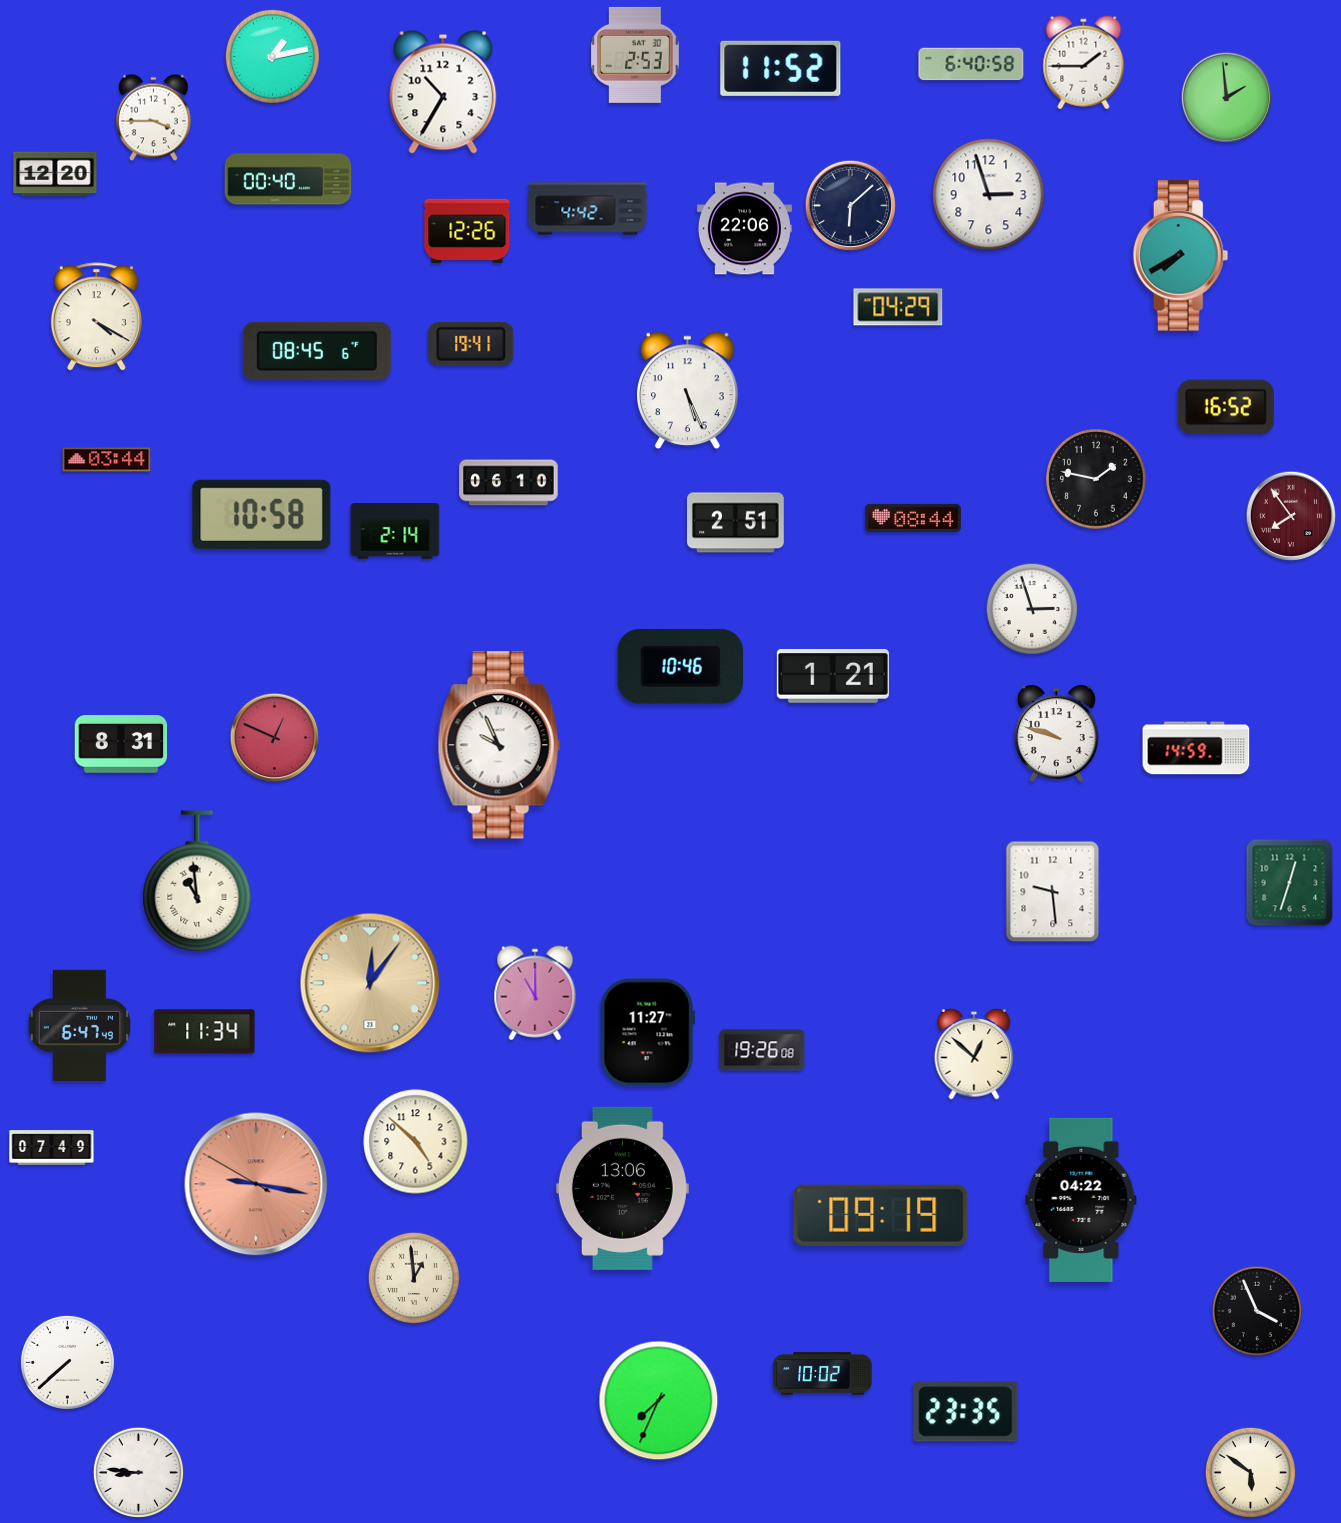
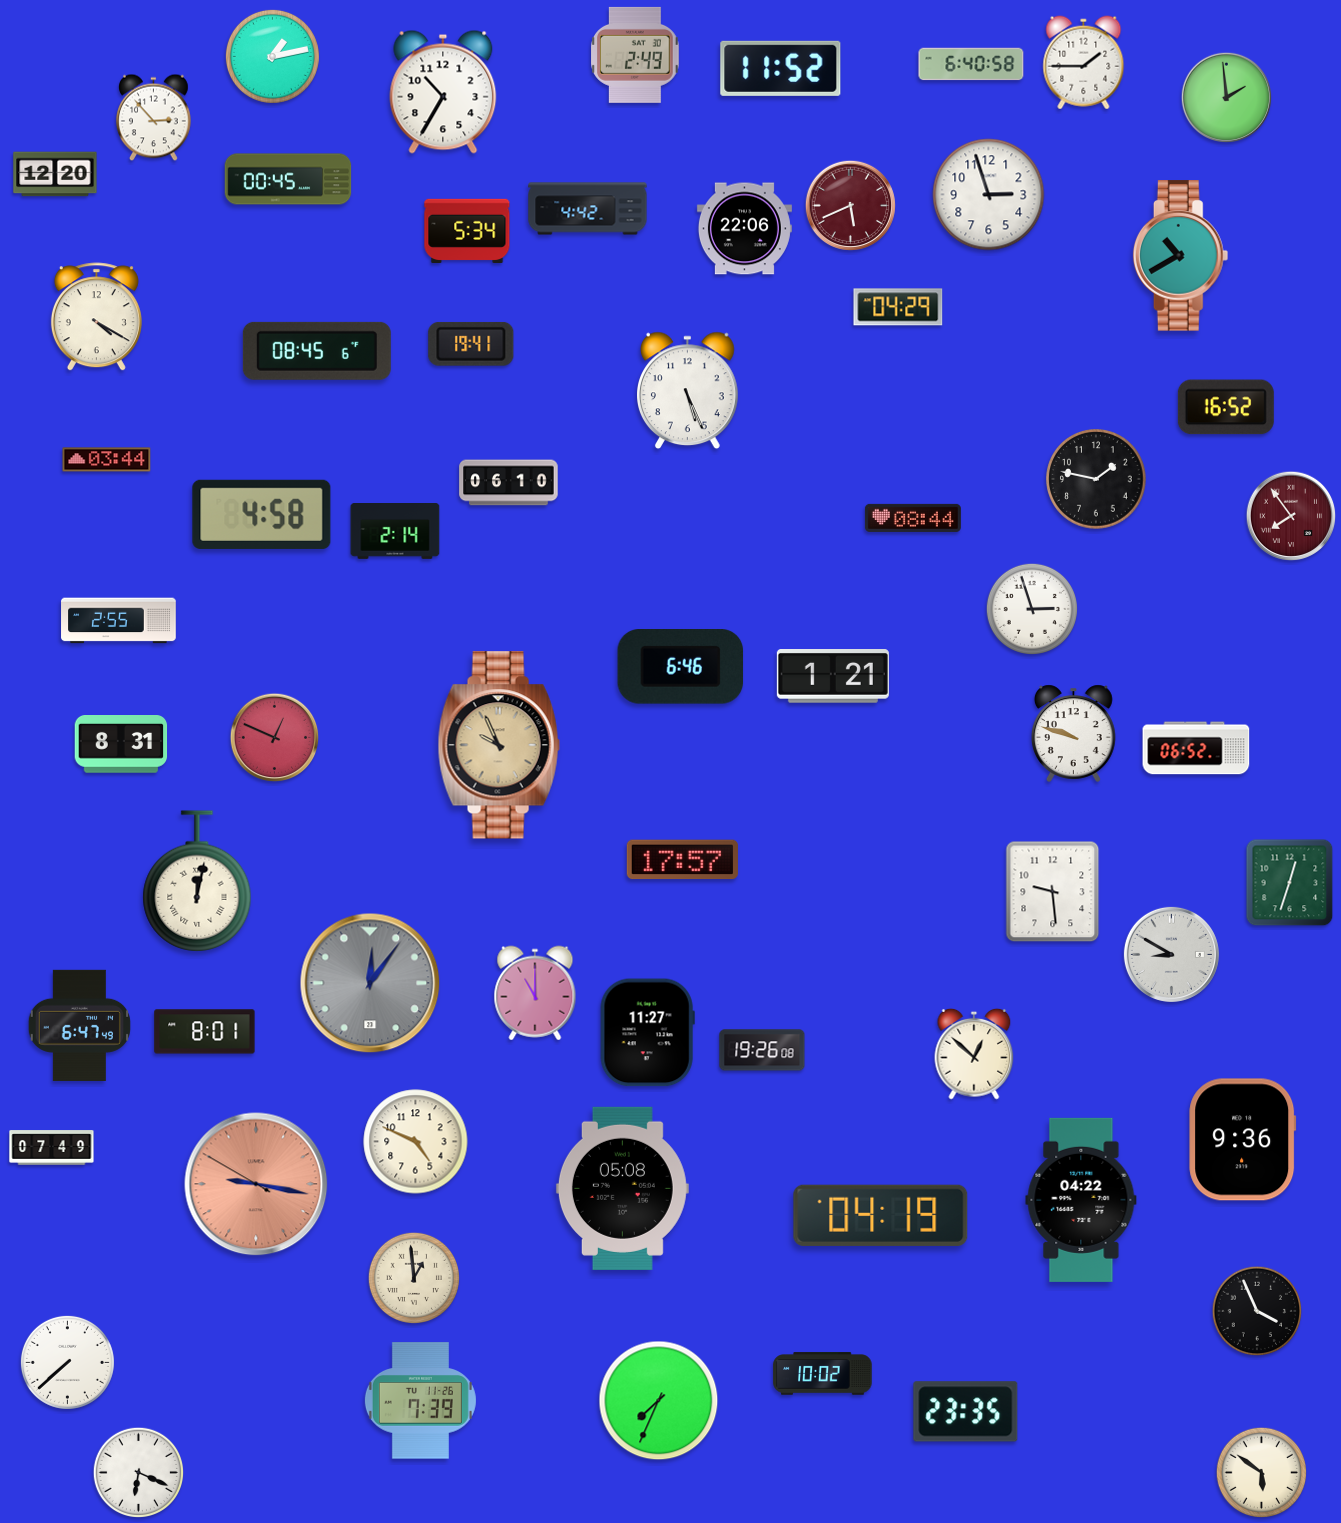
clock at (635, 55): 2:53 -> 2:49
clock at (154, 118): 3:45 -> 2:53
clock at (288, 179): 00:40 -> 00:45
clock at (851, 206): 6:08 -> 5:41
clock at (851, 206) dial: navy -> burgundy
clock at (467, 230): 12:26 -> 5:34
clock at (1181, 256): 7:40 -> 10:40
clock at (262, 514): 10:58 -> 4:58
clock at (736, 523): 2:51 -> none
clock at (119, 621): none -> 2:55
clock at (681, 667): 10:46 -> 6:46
clock at (1056, 733) position: (1056, 733) -> (1073, 733)
clock at (499, 745) dial: white -> champagne
clock at (1196, 748): 14:59 -> 06:52
clock at (682, 860): none -> 17:57
clock at (197, 881): 10:59 -> 12:02
clock at (1171, 954): none -> 8:50
clock at (370, 983) dial: champagne -> grey
clock at (205, 1032): 11:34 -> 8:01
clock at (1243, 1140): none -> 9:36
clock at (416, 1142): 4:52 -> 4:49
clock at (622, 1188): 13:06 -> 05:08
clock at (881, 1215): 09:19 -> 04:19
clock at (420, 1401): none -> 7:39
clock at (138, 1472): 8:46 -> 6:19
clock at (1250, 1472) position: (1250, 1472) -> (1261, 1472)
